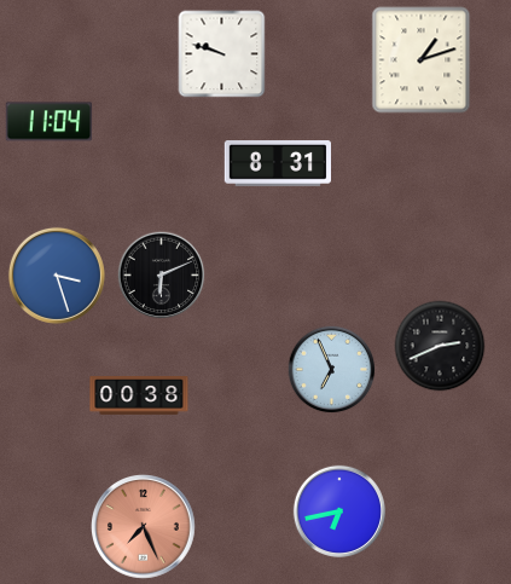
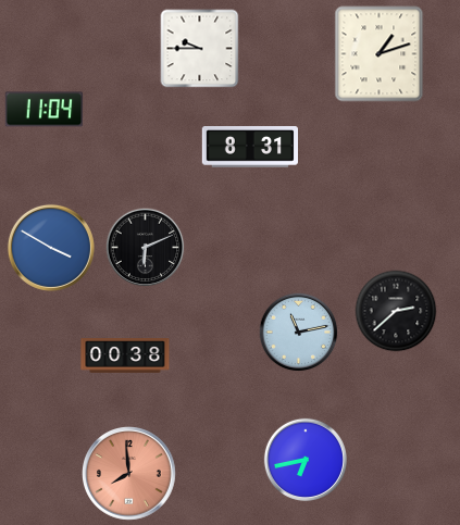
clock at (222, 54): 9:48 -> 9:45
clock at (57, 276): 3:27 -> 3:50
clock at (440, 346): 2:41 -> 2:38
clock at (332, 370): 6:56 -> 11:13
clock at (144, 527): 7:26 -> 7:59
